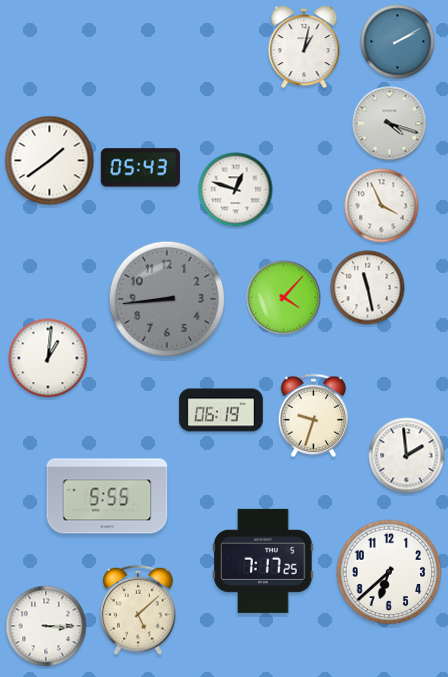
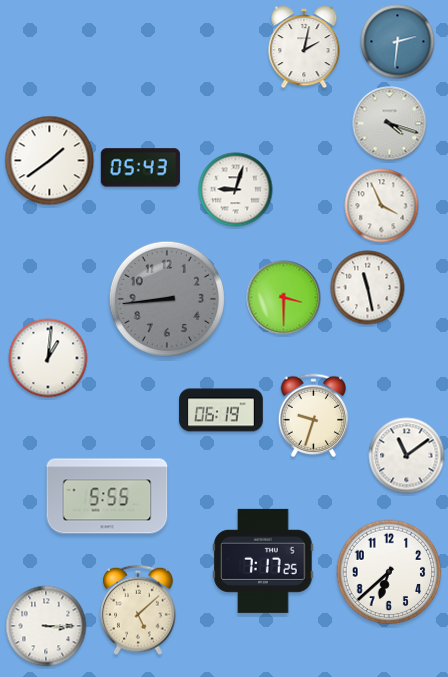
clock at (398, 42): 2:10 -> 2:31
clock at (304, 47): 1:02 -> 2:02
clock at (236, 190): 12:48 -> 9:03
clock at (284, 298): 4:07 -> 3:30
clock at (407, 456): 1:59 -> 11:09
